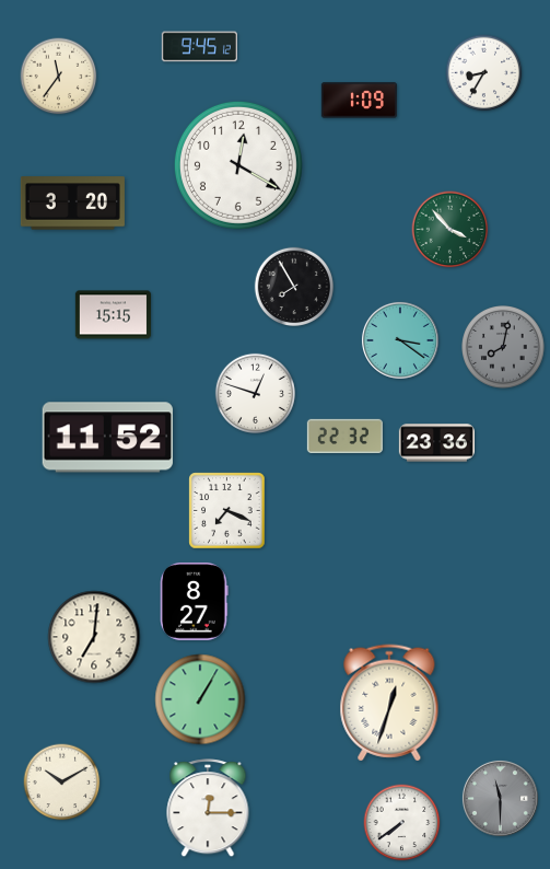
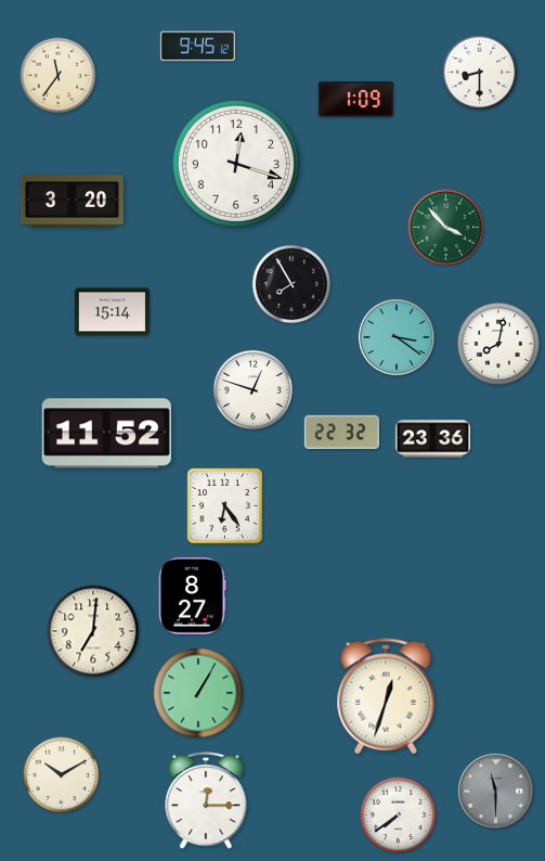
clock at (484, 73): 8:35 -> 8:30
clock at (238, 165): 12:20 -> 12:18
clock at (113, 315): 15:15 -> 15:14
clock at (504, 348) dial: grey -> white
clock at (227, 511): 7:19 -> 6:24
